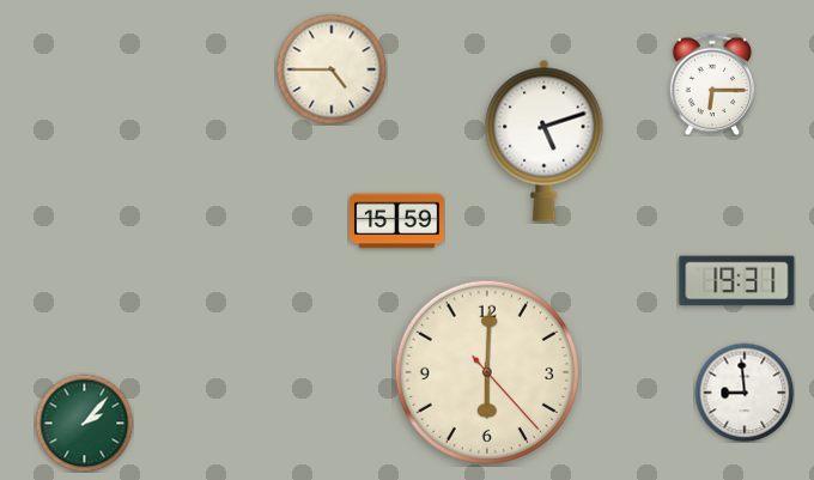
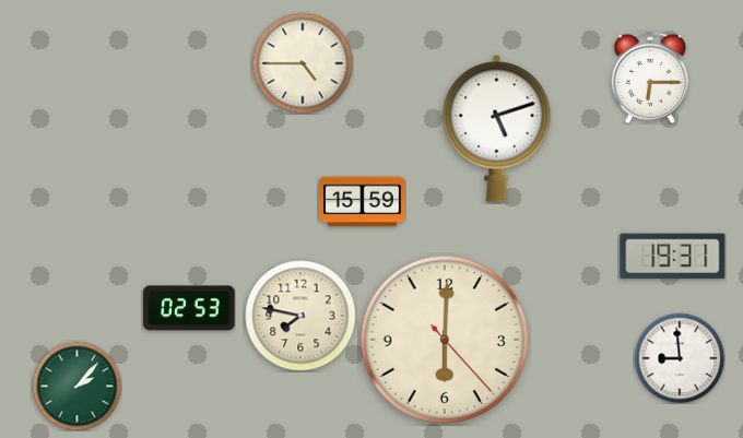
clock at (189, 308): none -> 02:53
clock at (300, 316): none -> 7:47
